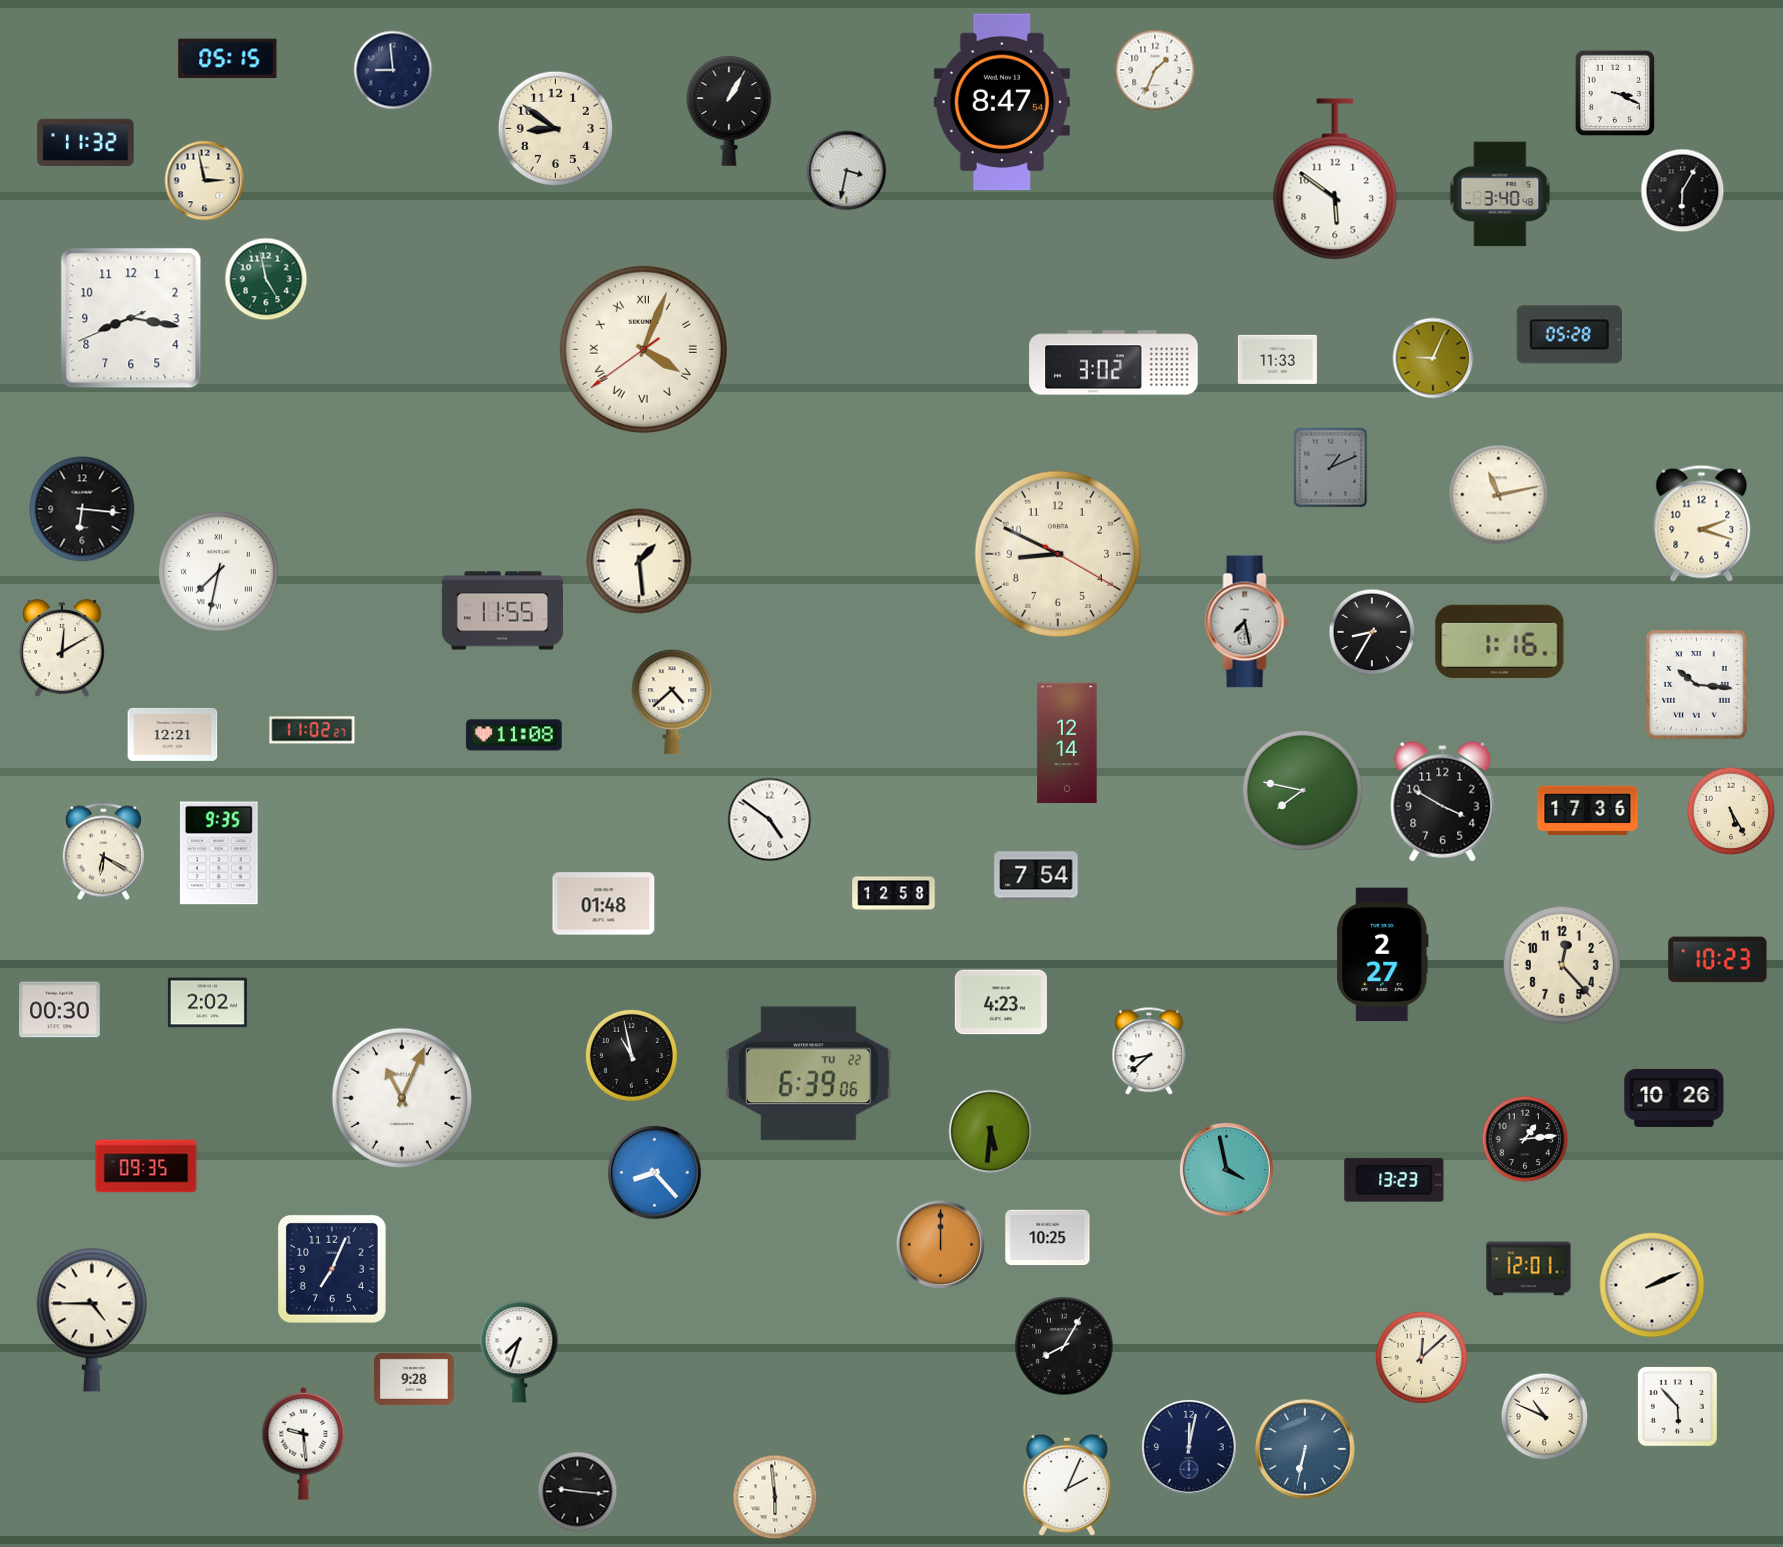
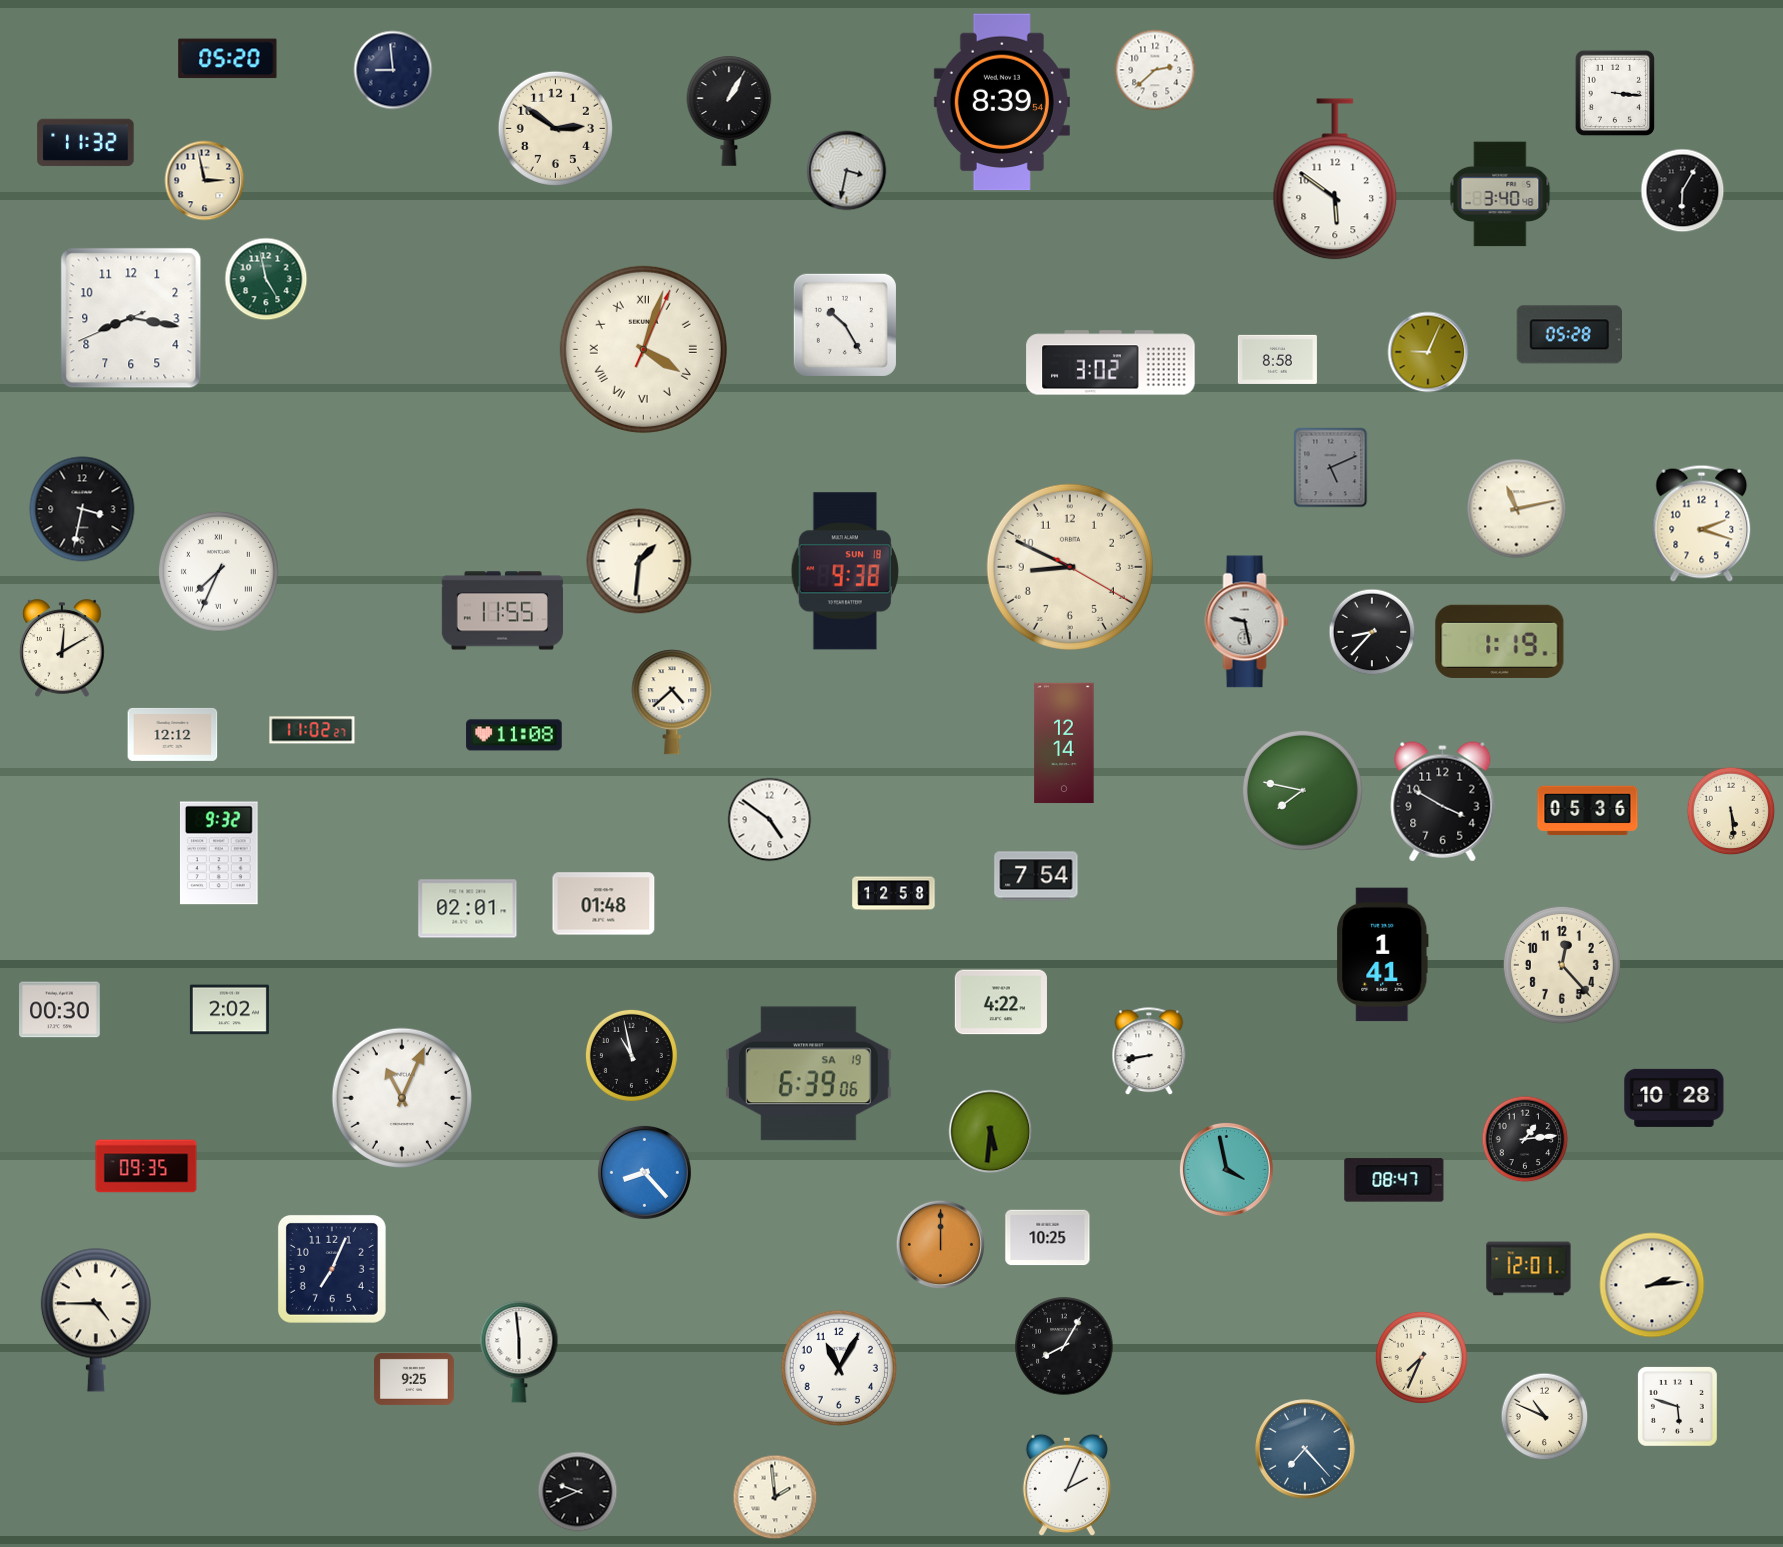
clock at (228, 59): 05:15 -> 05:20
clock at (1155, 70): 1:34 -> 2:38
clock at (1614, 93): 3:19 -> 3:16
clock at (1002, 102): 8:47 -> 8:39
clock at (555, 128): 8:51 -> 2:51
clock at (845, 325): none -> 10:25
clock at (643, 349): 4:03:39 -> 4:03:04
clock at (1433, 358) position: (1433, 358) -> (1428, 352)
clock at (1277, 359): 11:33 -> 8:58
clock at (1114, 363) position: (1114, 363) -> (1111, 363)
clock at (1331, 468): 1:11 -> 5:11
clock at (1499, 495) position: (1499, 495) -> (1517, 509)
clock at (82, 509): 6:16 -> 3:32
clock at (1058, 554) position: (1058, 554) -> (1070, 567)
clock at (639, 561): 1:29 -> 1:31
clock at (218, 571): 7:32 -> 7:34
clock at (845, 571): none -> 9:38
clock at (1247, 622): 7:28 -> 9:28
clock at (1372, 632): 8:35 -> 8:37
clock at (1500, 641): 1:16 -> 1:19
clock at (1697, 685): 10:16 -> none
clock at (173, 734): 12:21 -> 12:12
clock at (1067, 743) position: (1067, 743) -> (1064, 743)
clock at (1588, 811): 17:36 -> 05:36
clock at (1731, 811): 5:25 -> 5:29
clock at (103, 852): 6:20 -> none
clock at (219, 853): 9:35 -> 9:32
clock at (468, 909): none -> 02:01
clock at (1383, 955): 2:27 -> 1:41
clock at (1718, 960): 10:23 -> none
clock at (1001, 1002): 4:23 -> 4:22
clock at (207, 1003) position: (207, 1003) -> (229, 1010)
clock at (1149, 1052): 8:38 -> 8:43
clock at (808, 1074) date: TU 22 -> SA 19
clock at (1674, 1098): 10:26 -> 10:28
clock at (654, 1172) position: (654, 1172) -> (644, 1172)
clock at (1394, 1180): 13:23 -> 08:47
clock at (1652, 1285): 2:11 -> 2:14
clock at (92, 1320) position: (92, 1320) -> (96, 1320)
clock at (519, 1352): 7:33 -> 5:59
clock at (1421, 1357): 12:08 -> 7:34
clock at (839, 1368): none -> 11:05
clock at (414, 1379): 9:28 -> 9:25
clock at (1677, 1406): 5:53 -> 5:48
clock at (304, 1443): 9:29 -> none
clock at (1189, 1447): 12:02 -> none
clock at (1305, 1449): 6:32 -> 7:23
clock at (578, 1492): 9:16 -> 9:41
clock at (775, 1497): 5:59 -> 1:59
